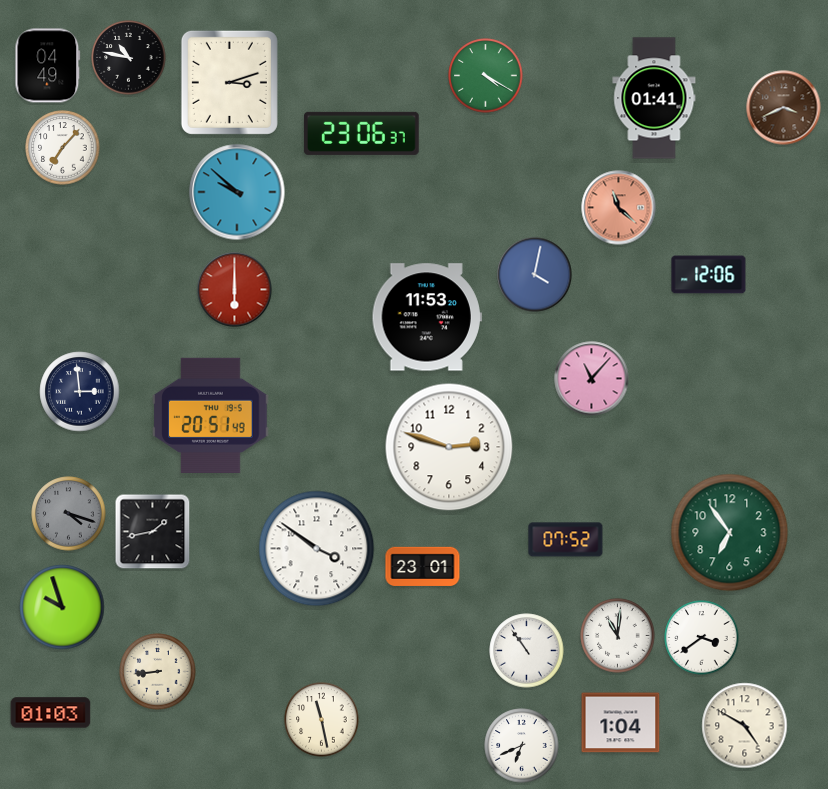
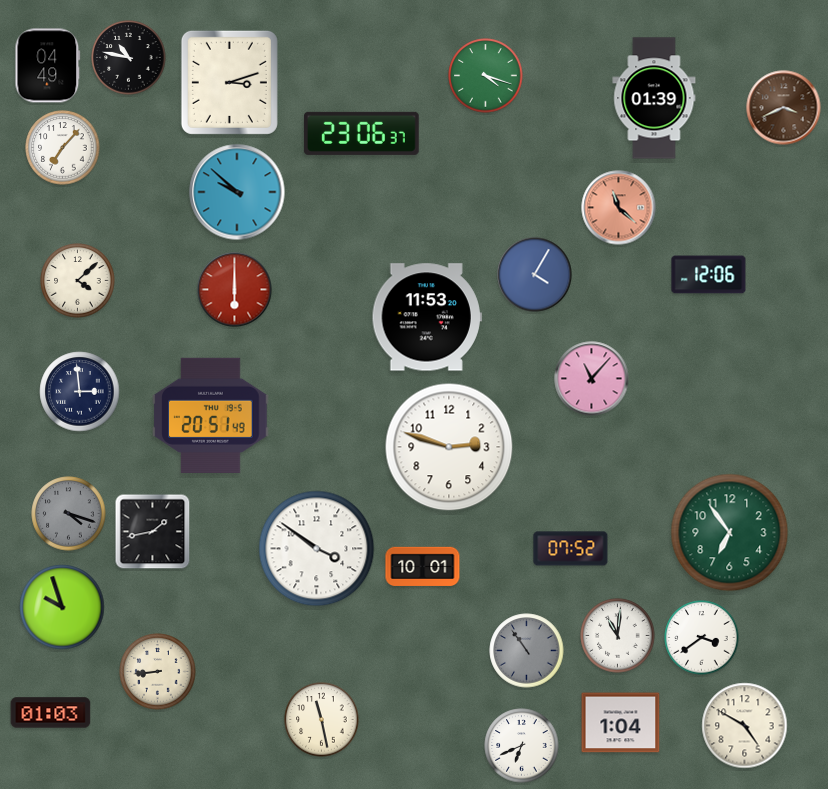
clock at (486, 76): 4:20 -> 4:18
clock at (654, 98): 01:41 -> 01:39
clock at (535, 275): 4:02 -> 4:05
clock at (78, 281): none -> 4:08
clock at (566, 540) position: (566, 540) -> (571, 549)
clock at (423, 566): 23:01 -> 10:01
clock at (527, 651) dial: white -> grey
